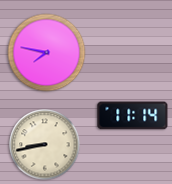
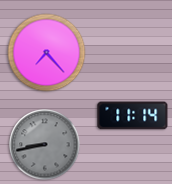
clock at (47, 53): 7:47 -> 7:23
clock at (45, 145) dial: cream -> grey
